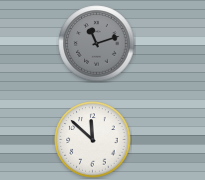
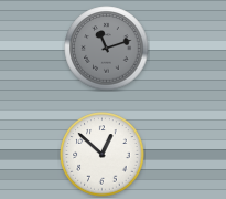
clock at (93, 140): 11:52 -> 12:52
